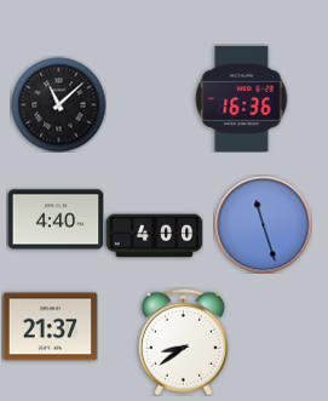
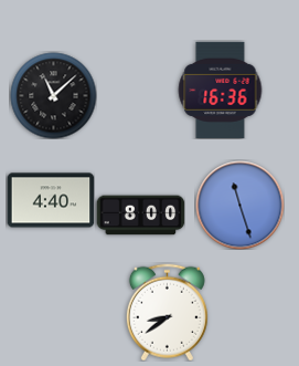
clock at (154, 236): 4:00 -> 8:00
clock at (50, 327): 21:37 -> none
